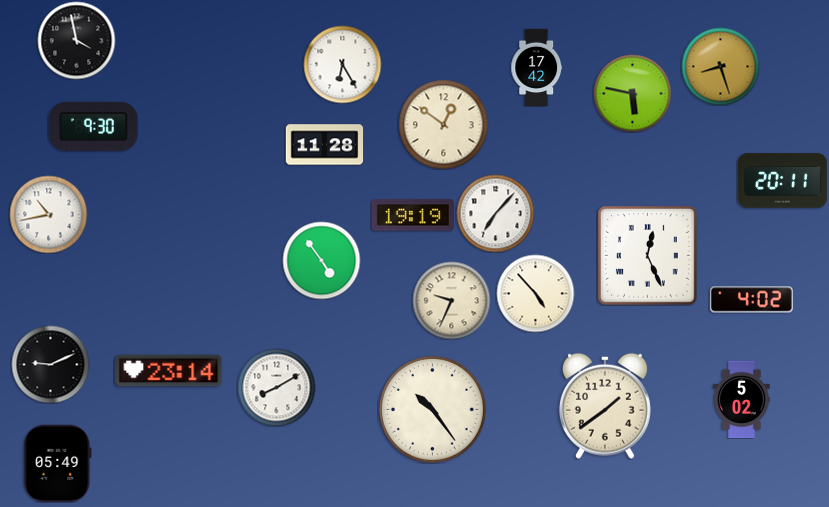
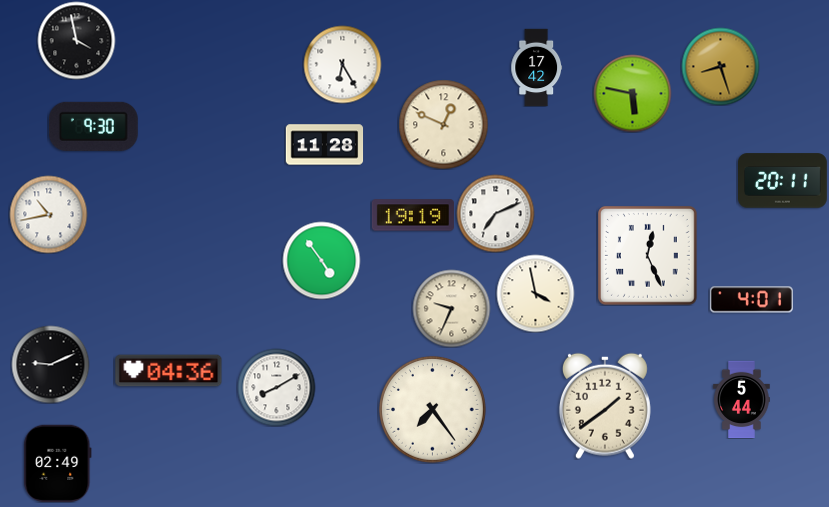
clock at (443, 124): 12:51 -> 12:49
clock at (495, 213): 7:07 -> 7:11
clock at (535, 293): 4:53 -> 3:58
clock at (451, 300) position: (451, 300) -> (451, 308)
clock at (751, 300): 4:02 -> 4:01
clock at (169, 371): 23:14 -> 04:36
clock at (742, 399): 5:02 -> 5:44
clock at (433, 410): 10:24 -> 7:24
clock at (58, 463): 05:49 -> 02:49
